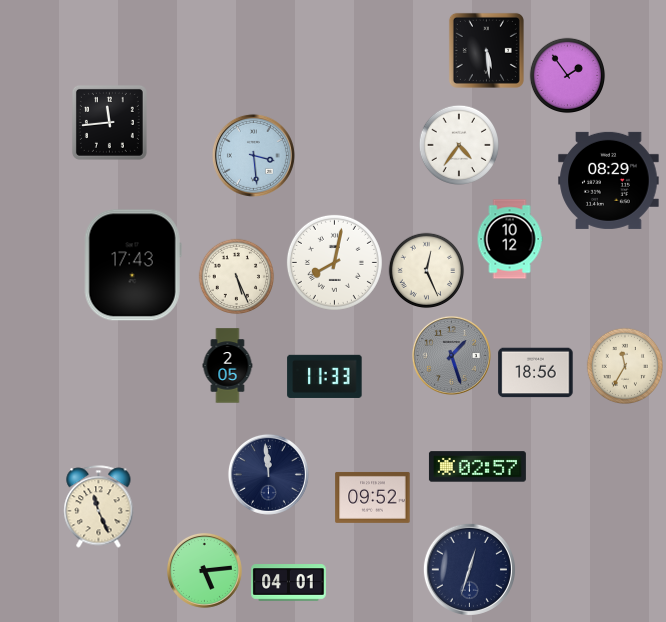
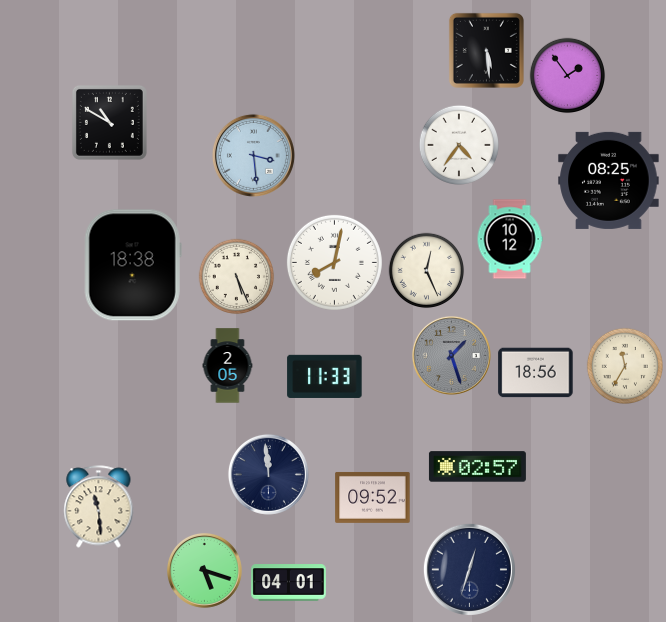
clock at (109, 122): 11:44 -> 10:50
clock at (609, 180): 08:29 -> 08:25
clock at (133, 265): 17:43 -> 18:38
clock at (99, 507): 11:26 -> 11:29
clock at (204, 570): 5:14 -> 5:18
